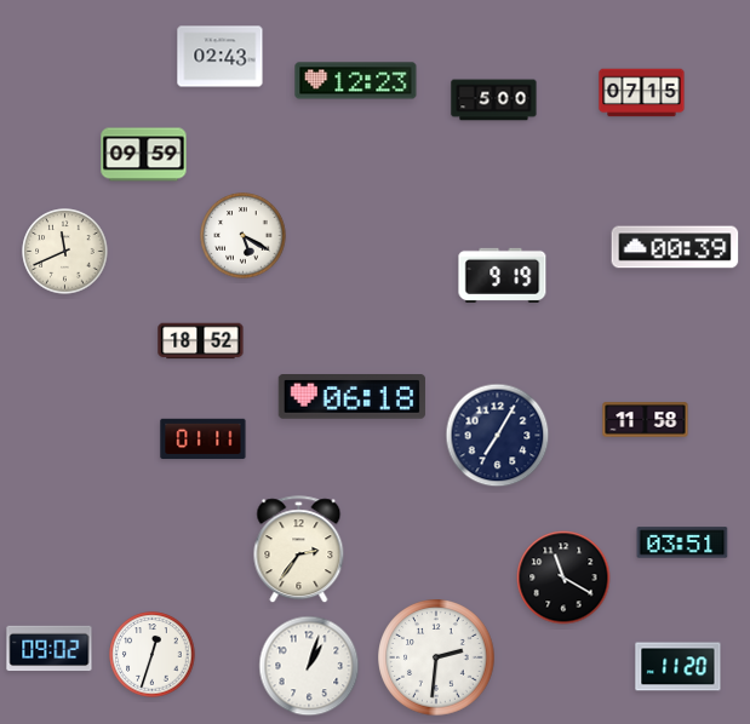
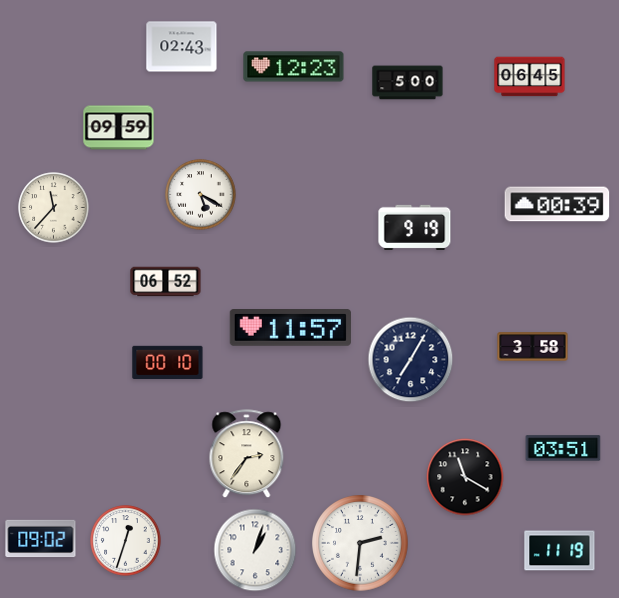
clock at (642, 93): 07:15 -> 06:45
clock at (65, 252): 11:41 -> 11:37
clock at (201, 341): 18:52 -> 06:52
clock at (351, 397): 06:18 -> 11:57
clock at (646, 420): 11:58 -> 3:58
clock at (204, 439): 01:11 -> 00:10
clock at (50, 649) position: (50, 649) -> (41, 539)
clock at (679, 667): 11:20 -> 11:19
